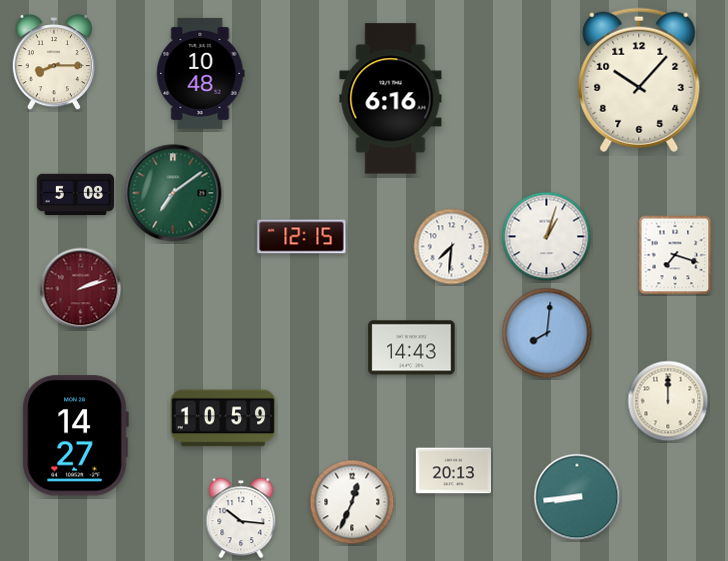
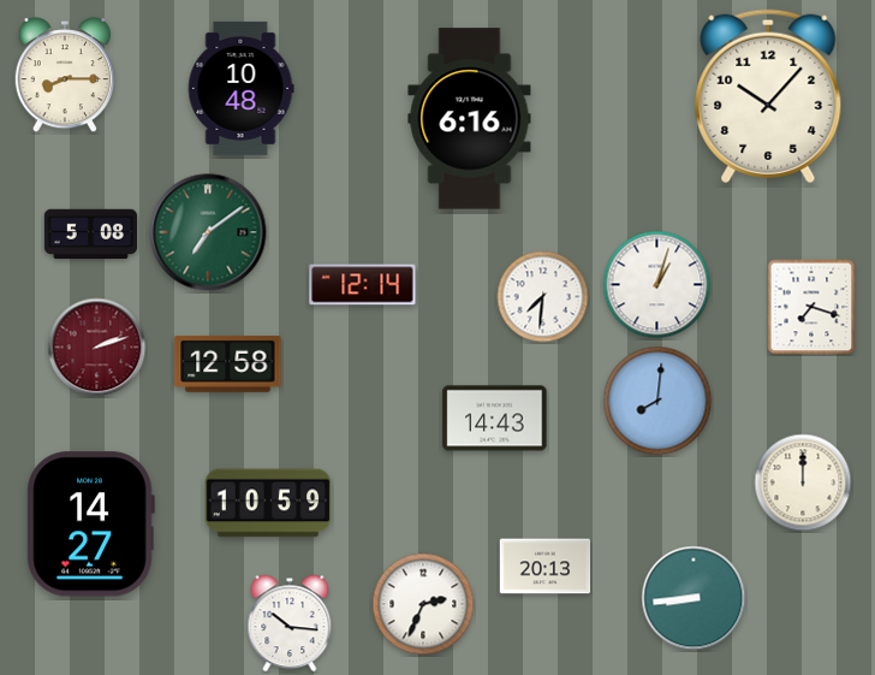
clock at (302, 237): 12:15 -> 12:14
clock at (228, 363): none -> 12:58
clock at (352, 502): 12:34 -> 2:34
